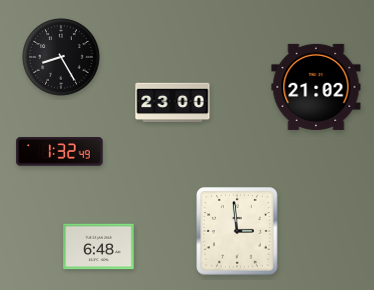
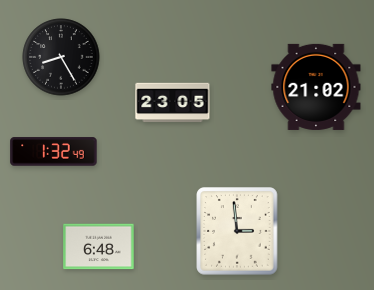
clock at (173, 103): 23:00 -> 23:05
clock at (60, 152) position: (60, 152) -> (54, 152)
